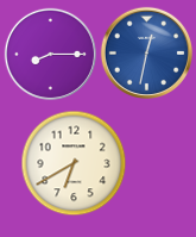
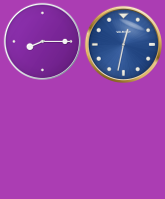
clock at (50, 54) position: (50, 54) -> (42, 41)
clock at (74, 163): 6:40 -> none
